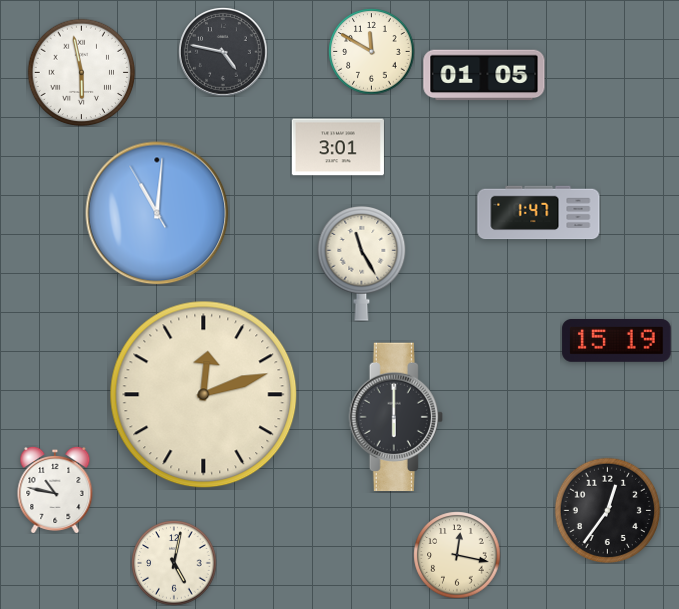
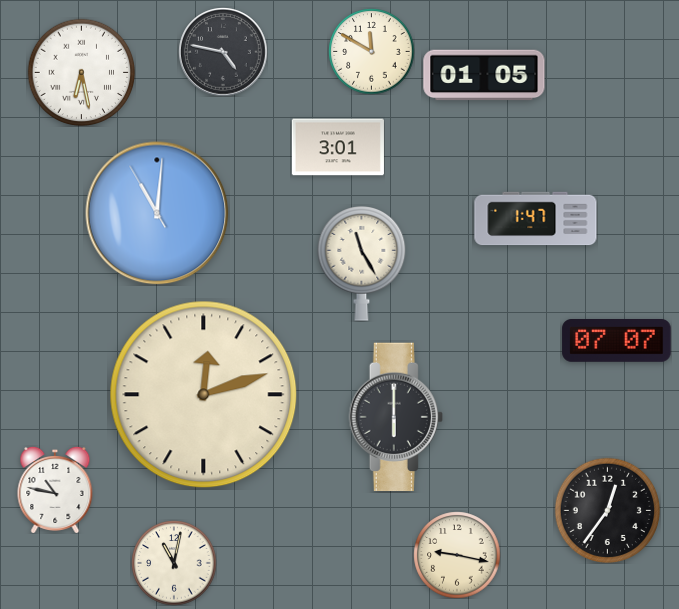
clock at (81, 72): 5:58 -> 6:28
clock at (539, 213) position: (539, 213) -> (536, 219)
clock at (617, 341): 15:19 -> 07:07
clock at (457, 555): 12:17 -> 9:17
clock at (174, 563): 5:02 -> 11:02
